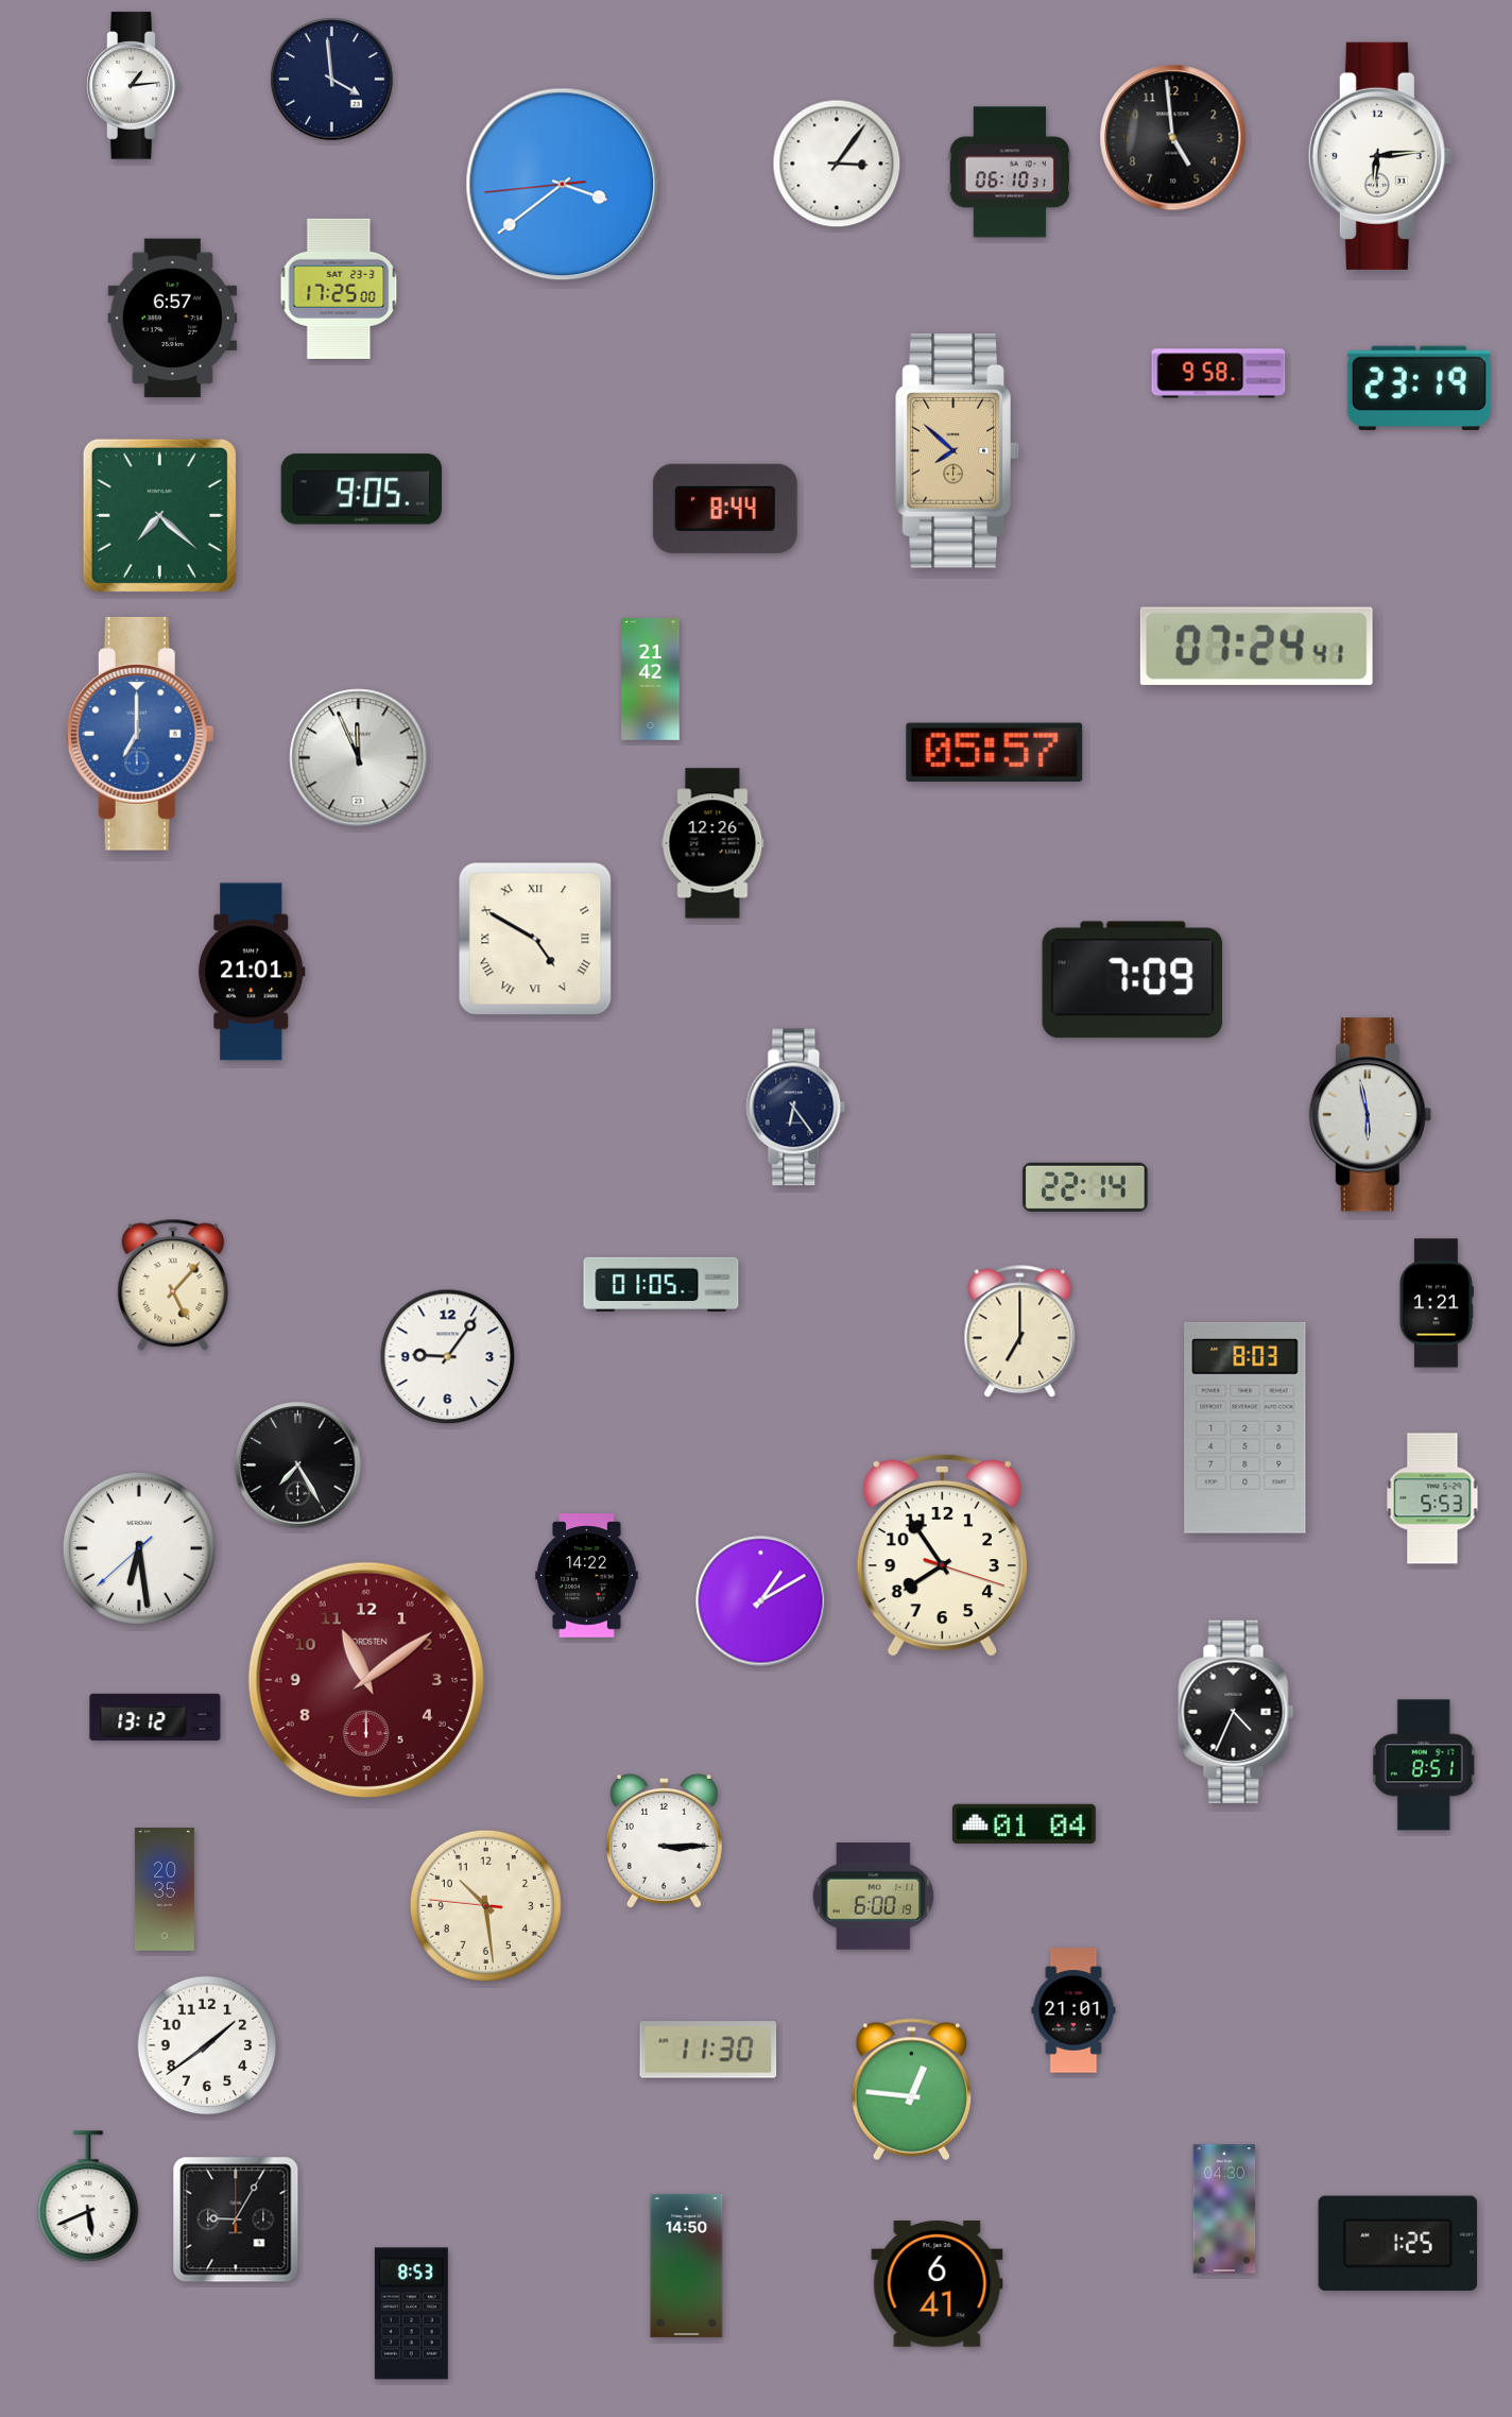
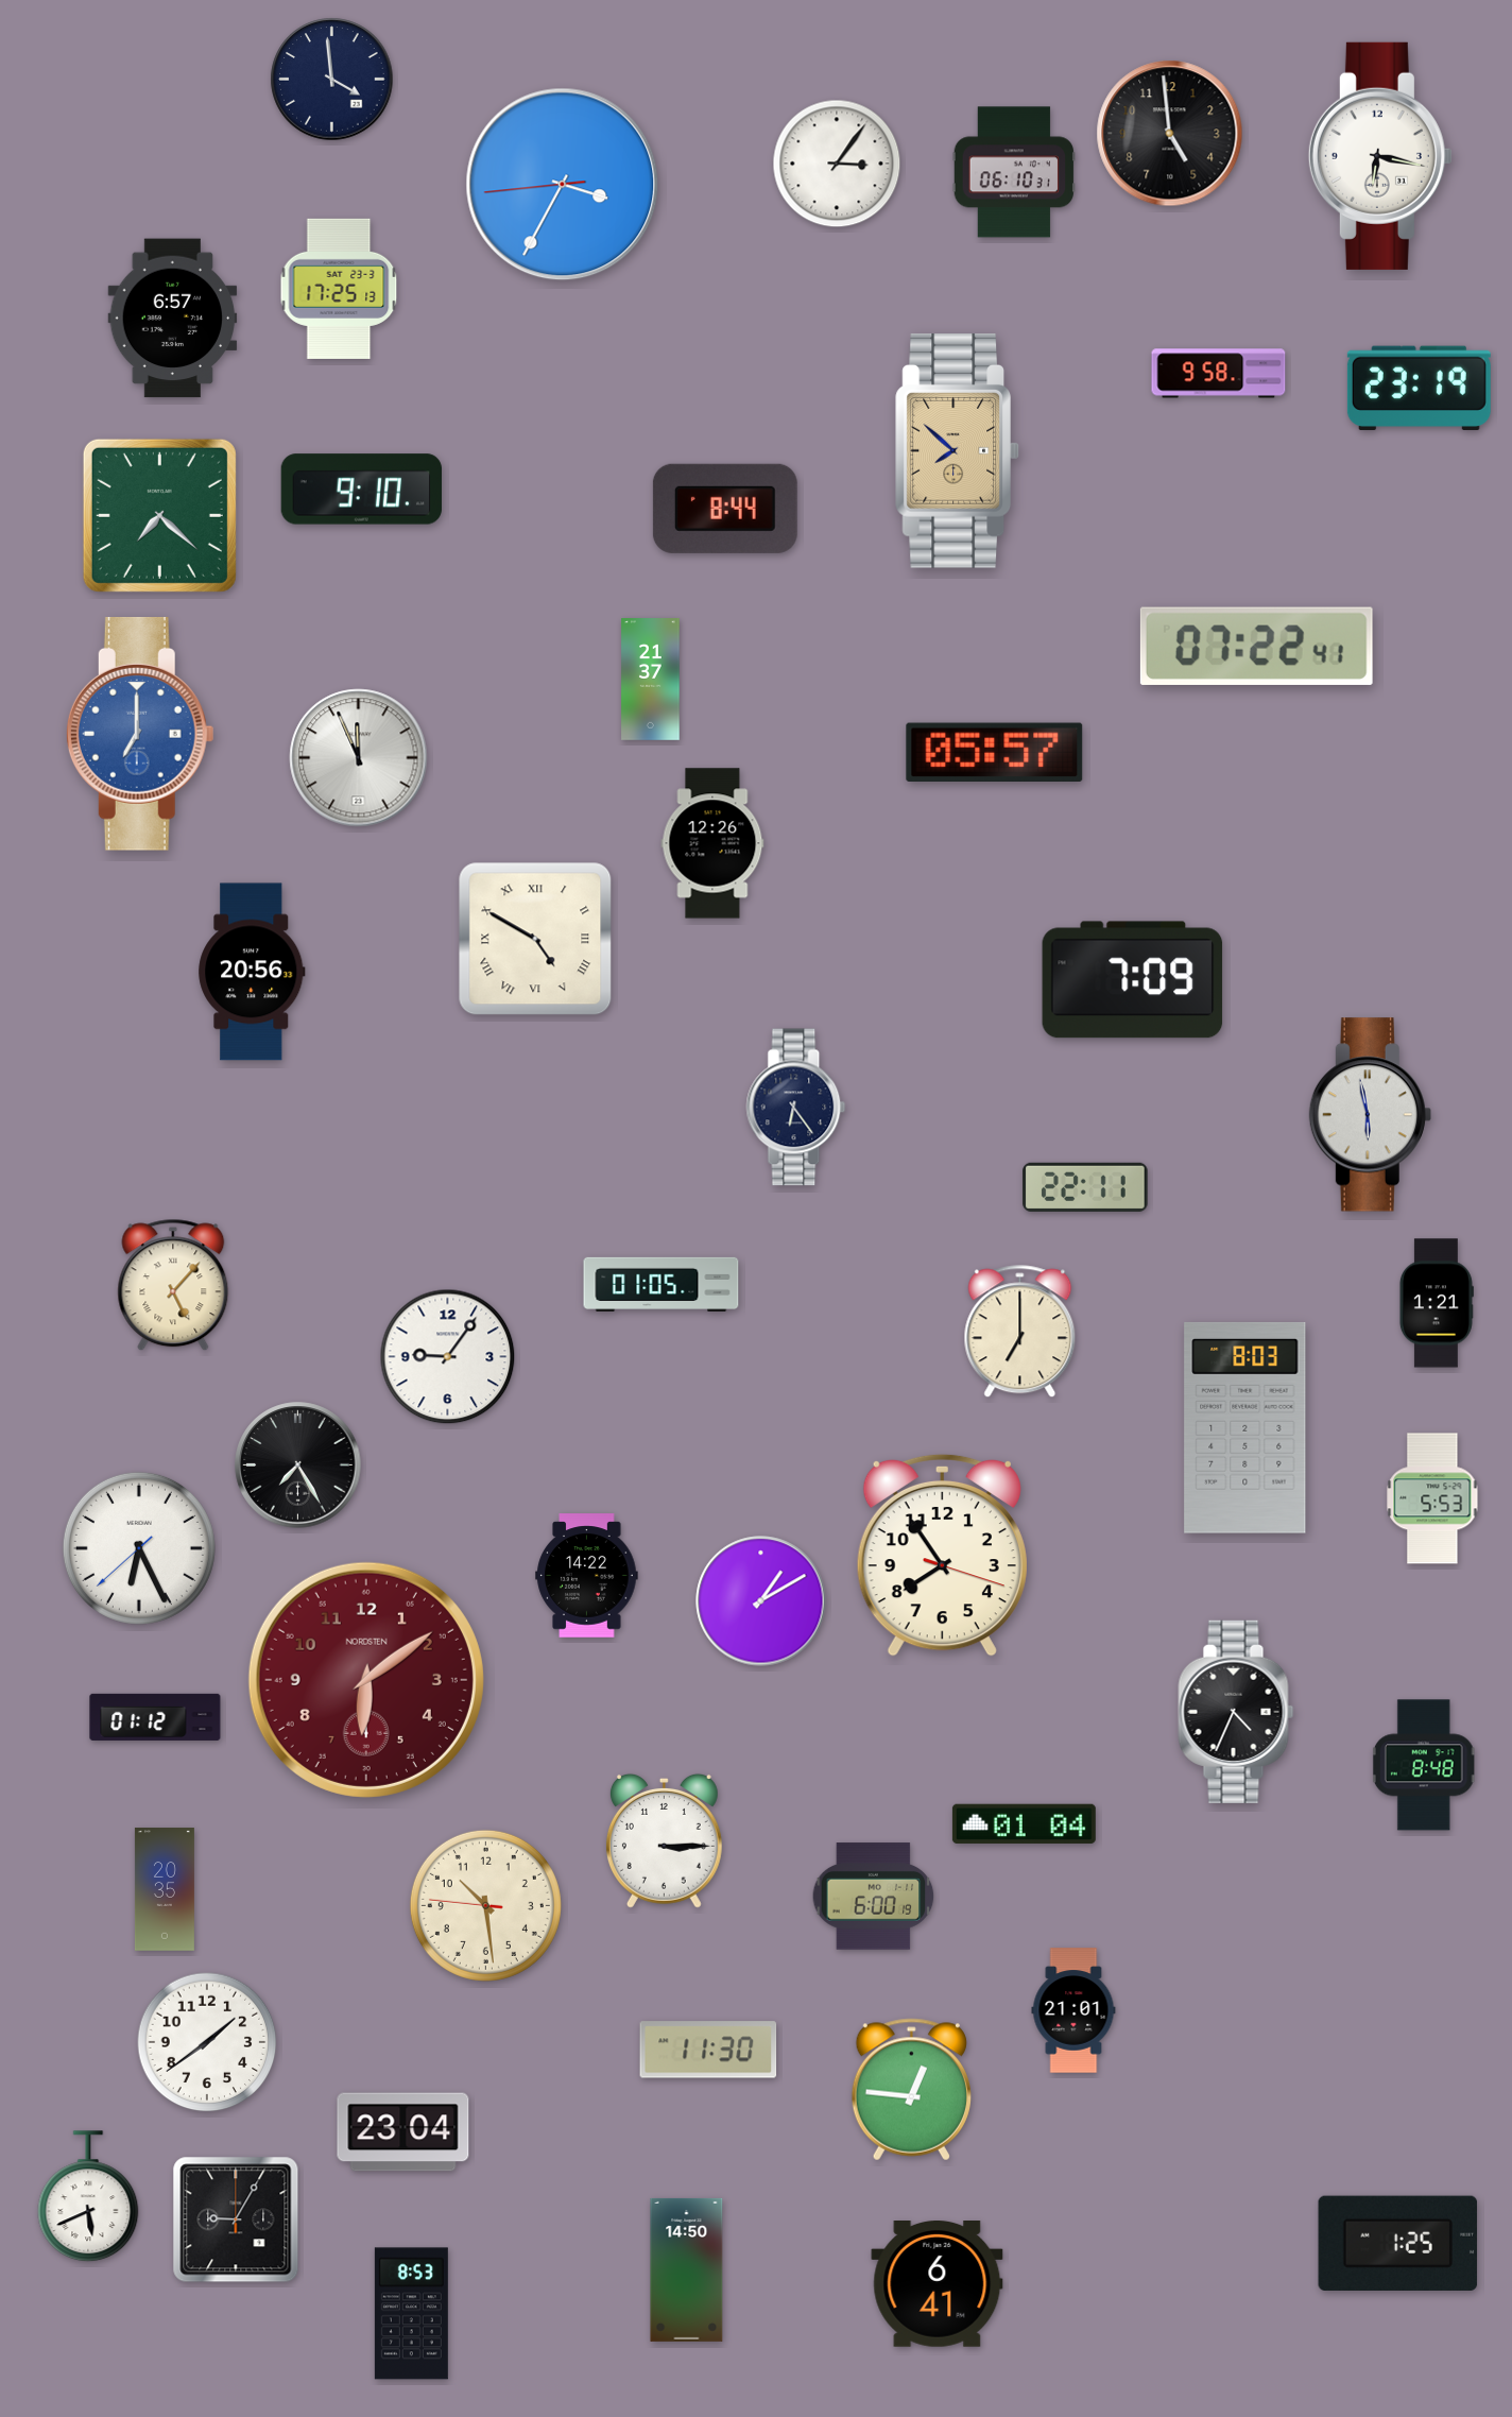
clock at (134, 86): 1:14 -> none
clock at (1173, 138) position: (1173, 138) -> (1170, 134)
clock at (1380, 156): 6:14 -> 6:17
clock at (1009, 172) position: (1009, 172) -> (1013, 172)
clock at (563, 185): 3:38 -> 3:34
clock at (339, 289): 17:25:00 -> 17:25:13
clock at (361, 490): 9:05 -> 9:10
clock at (1256, 646): 07:24 -> 07:22
clock at (651, 680): 21:42 -> 21:37
clock at (252, 972): 21:01 -> 20:56
clock at (1085, 1187): 22:14 -> 22:11
clock at (139, 1548): 6:28 -> 6:25
clock at (366, 1680): 11:09 -> 6:09
clock at (155, 1717): 13:12 -> 01:12
clock at (1424, 1765): 8:51 -> 8:48
clock at (207, 2045) position: (207, 2045) -> (207, 2042)
clock at (403, 2132): none -> 23:04
clock at (1224, 2209): 04:30 -> none
clock at (687, 2265) position: (687, 2265) -> (687, 2269)
